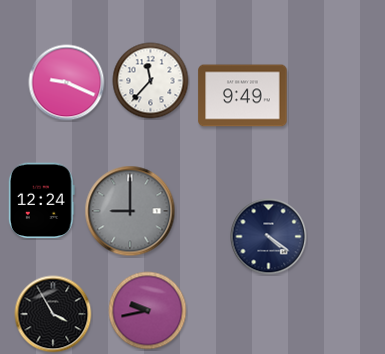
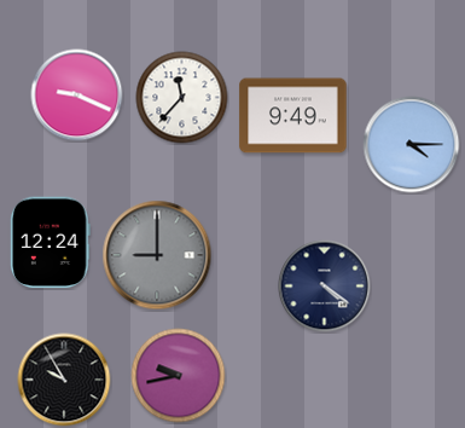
clock at (67, 83) position: (67, 83) -> (77, 96)
clock at (412, 145): none -> 4:15
clock at (53, 314): 3:55 -> 9:55
